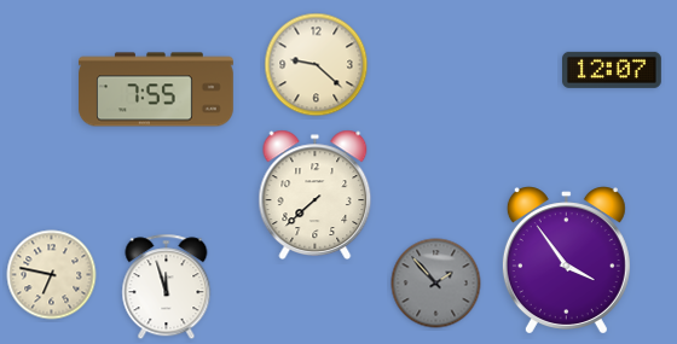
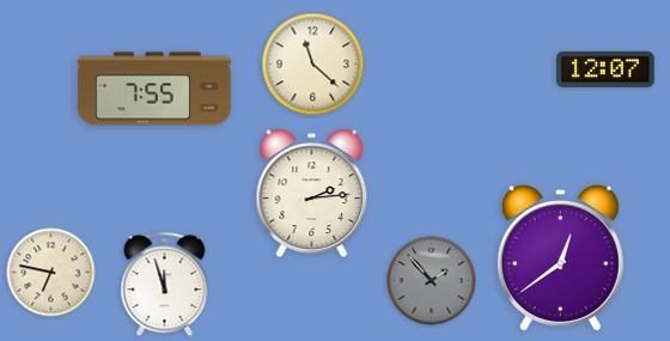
clock at (317, 65): 9:22 -> 11:22
clock at (316, 194): 7:38 -> 2:14
clock at (566, 260): 3:54 -> 12:39
